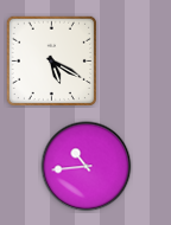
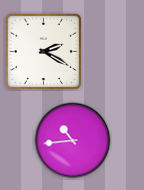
clock at (52, 62): 5:20 -> 2:20
